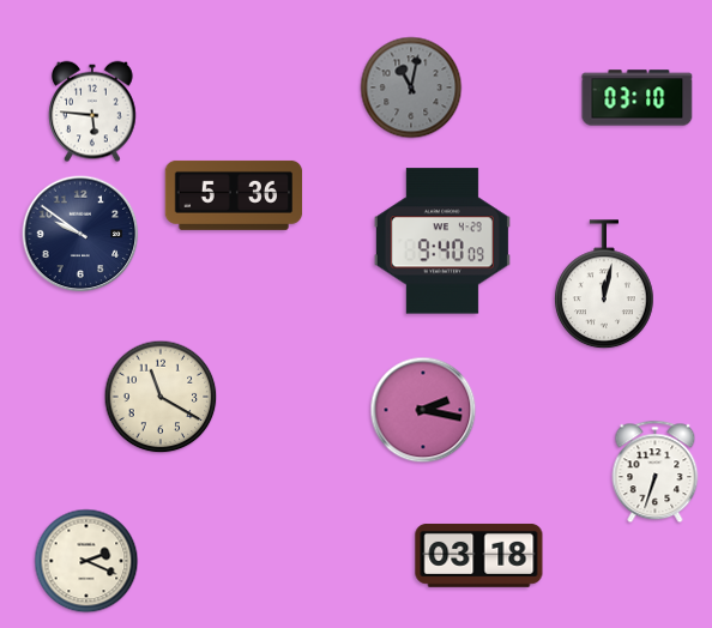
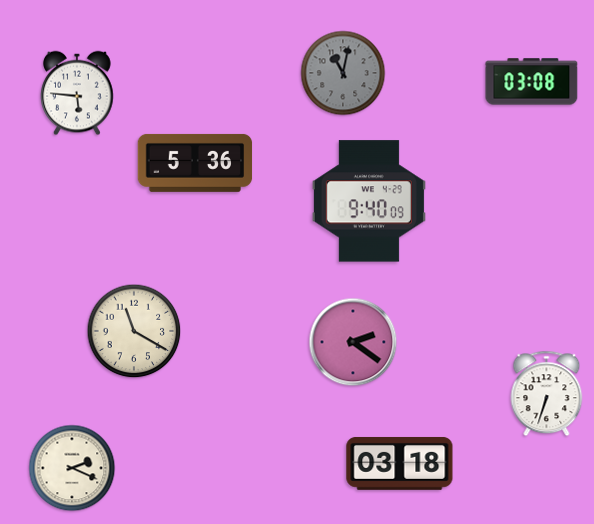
clock at (638, 98): 03:10 -> 03:08
clock at (80, 234): 9:51 -> none
clock at (604, 285): 12:02 -> none
clock at (423, 410): 2:17 -> 2:21
